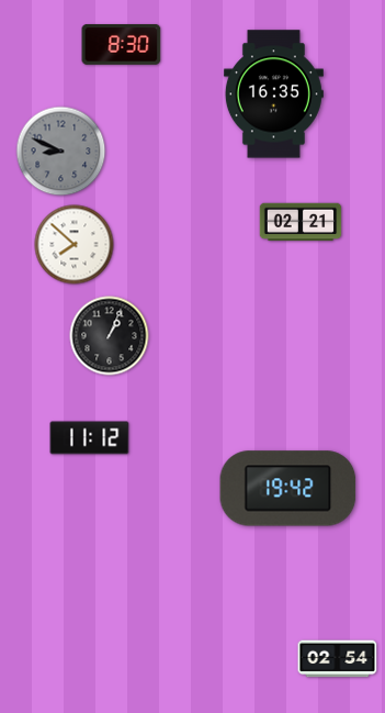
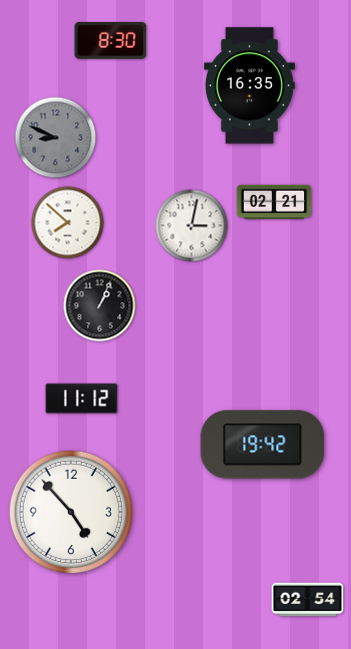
clock at (192, 226): none -> 3:02
clock at (70, 511): none -> 4:53
